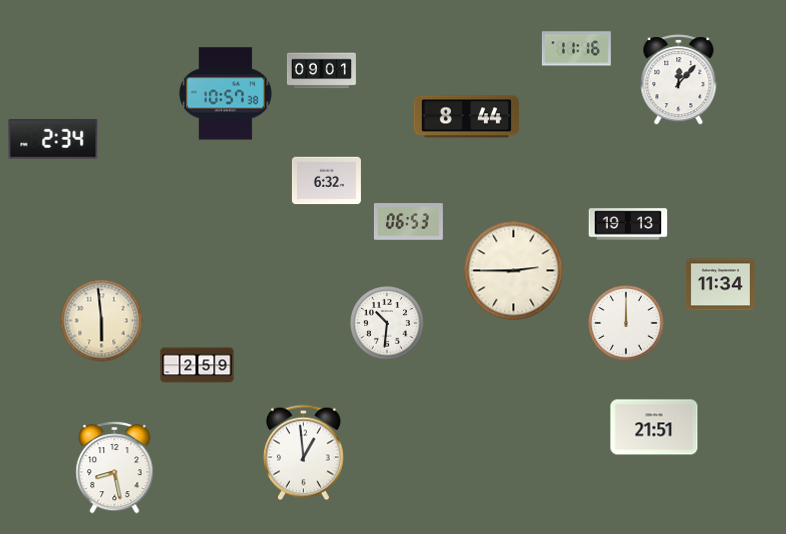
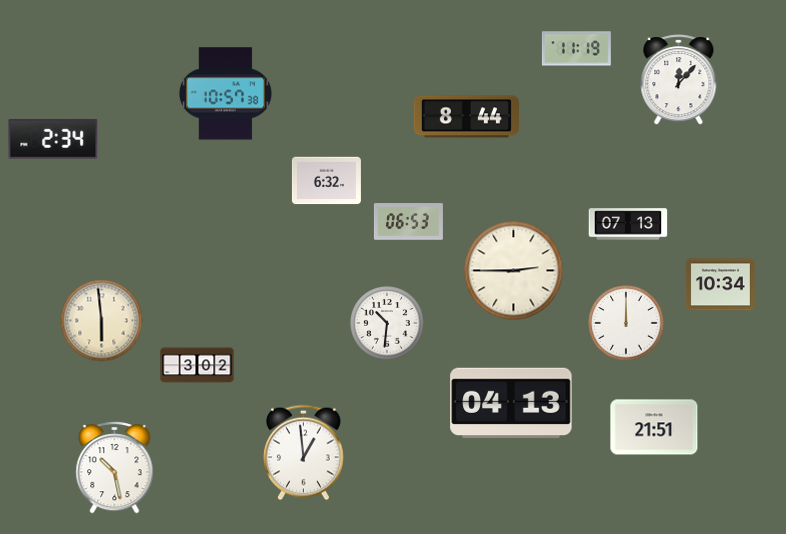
clock at (576, 49): 11:16 -> 11:19
clock at (321, 71): 09:01 -> none
clock at (628, 224): 19:13 -> 07:13
clock at (720, 285): 11:34 -> 10:34
clock at (197, 365): 2:59 -> 3:02
clock at (511, 403): none -> 04:13
clock at (115, 467): 8:28 -> 10:28
